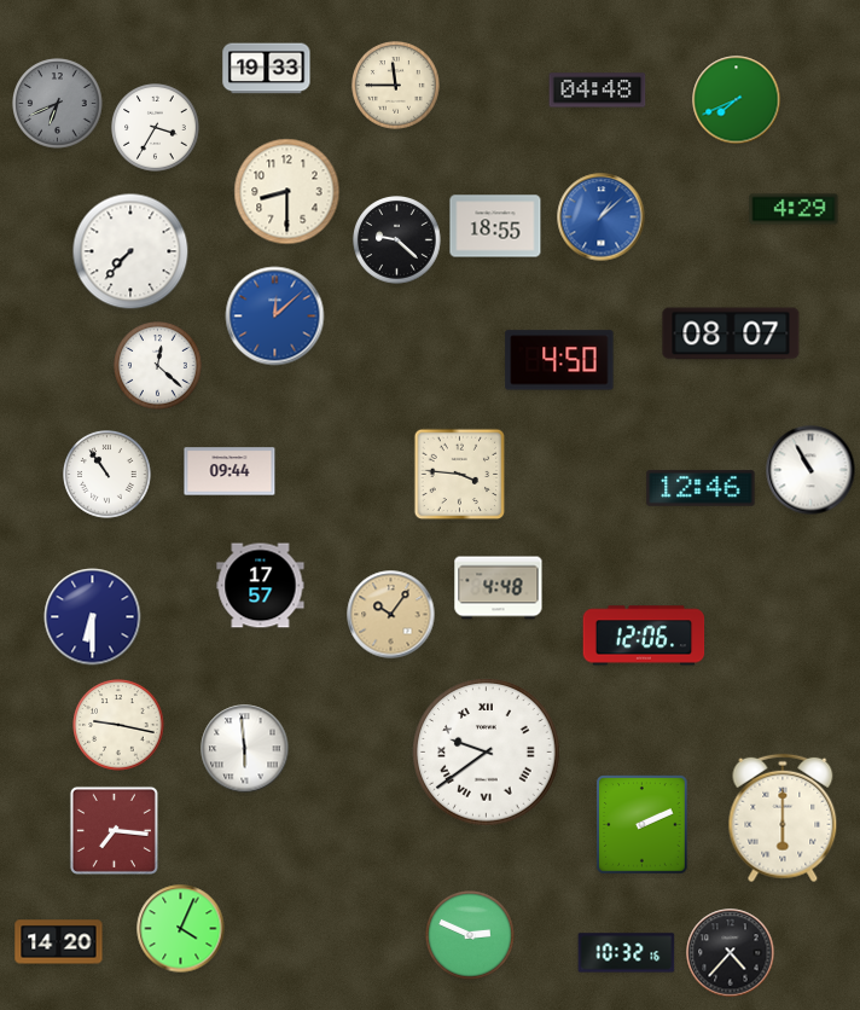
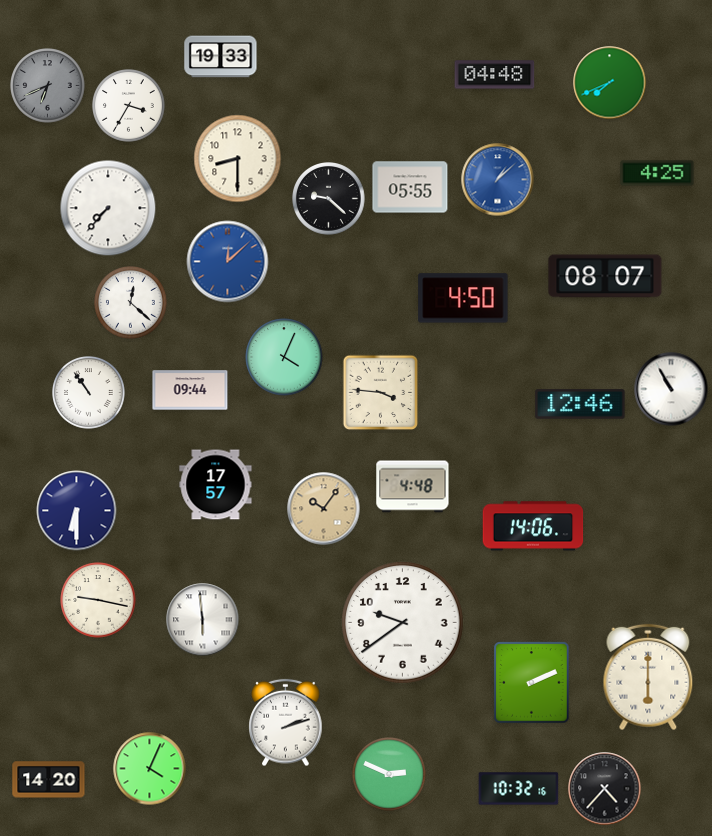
clock at (396, 86): 11:45 -> none
clock at (794, 209): 4:29 -> 4:25
clock at (495, 226): 18:55 -> 05:55
clock at (284, 357): none -> 4:04
clock at (644, 635): 12:06 -> 14:06
clock at (487, 753) numerals: Roman -> Arabic
clock at (114, 830): 7:16 -> none
clock at (286, 723): none -> 2:12
